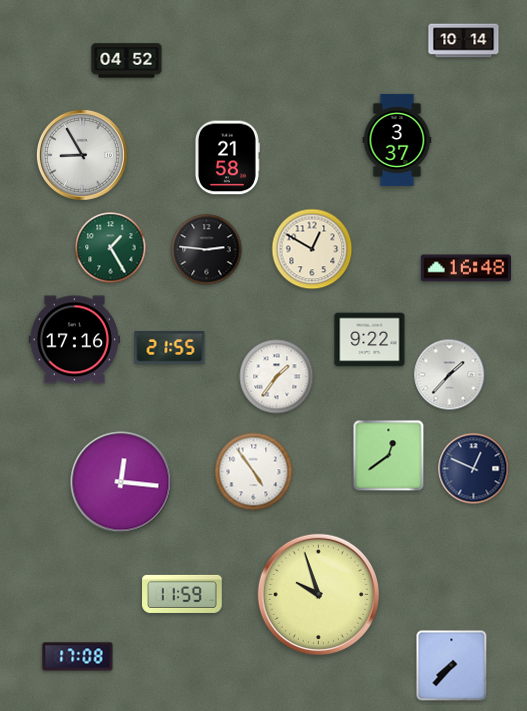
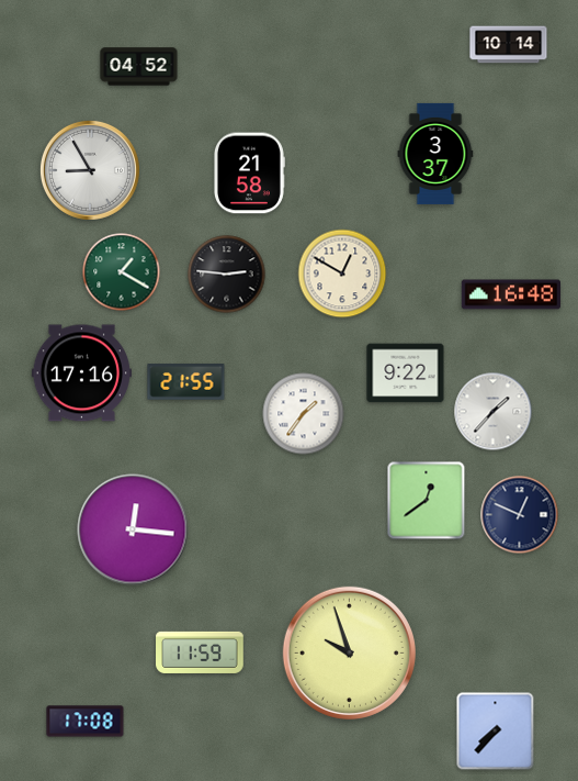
clock at (111, 248): 1:25 -> 1:20
clock at (254, 472): 4:54 -> none
